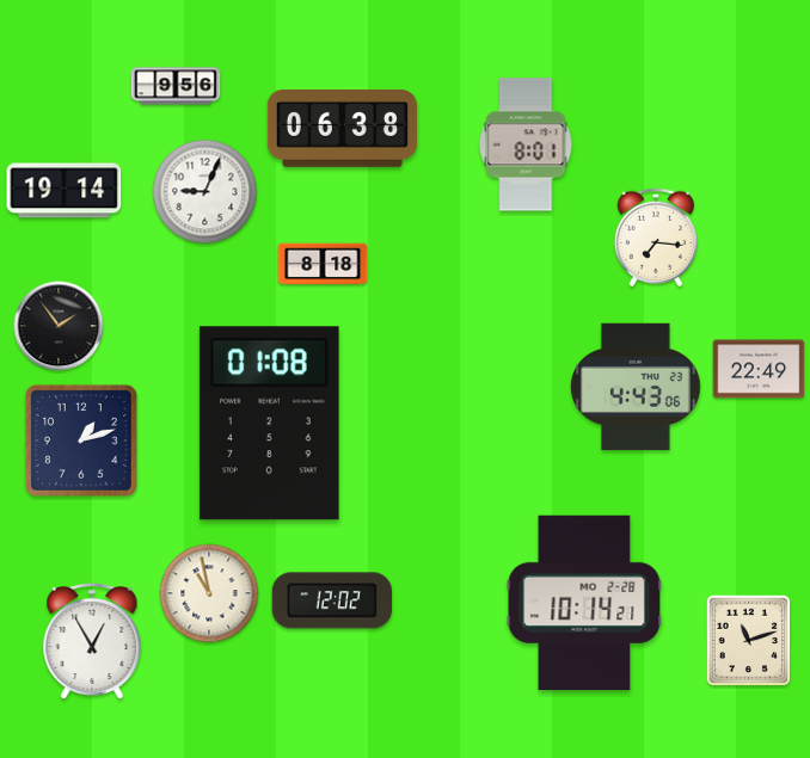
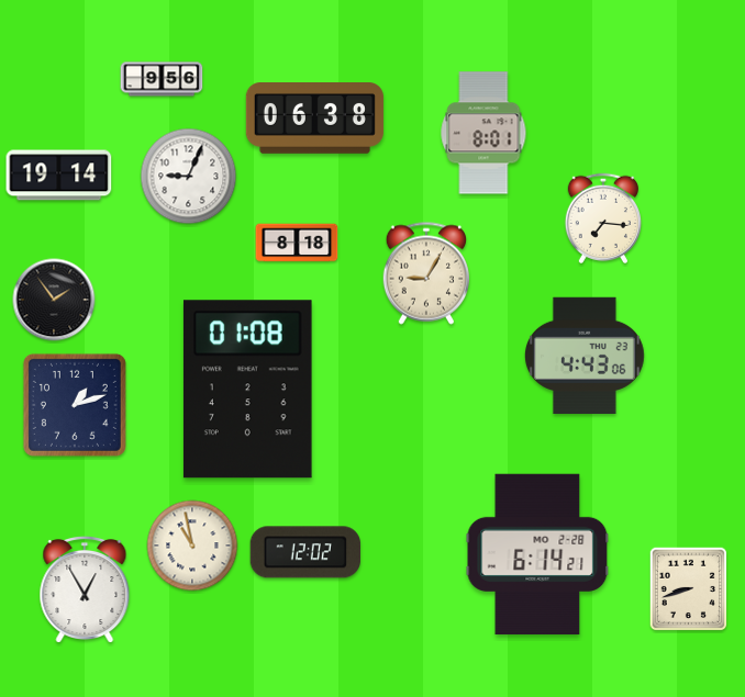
clock at (425, 273): none -> 9:05
clock at (759, 369): 22:49 -> none
clock at (584, 603): 10:14 -> 6:14
clock at (749, 641): 11:12 -> 8:42
